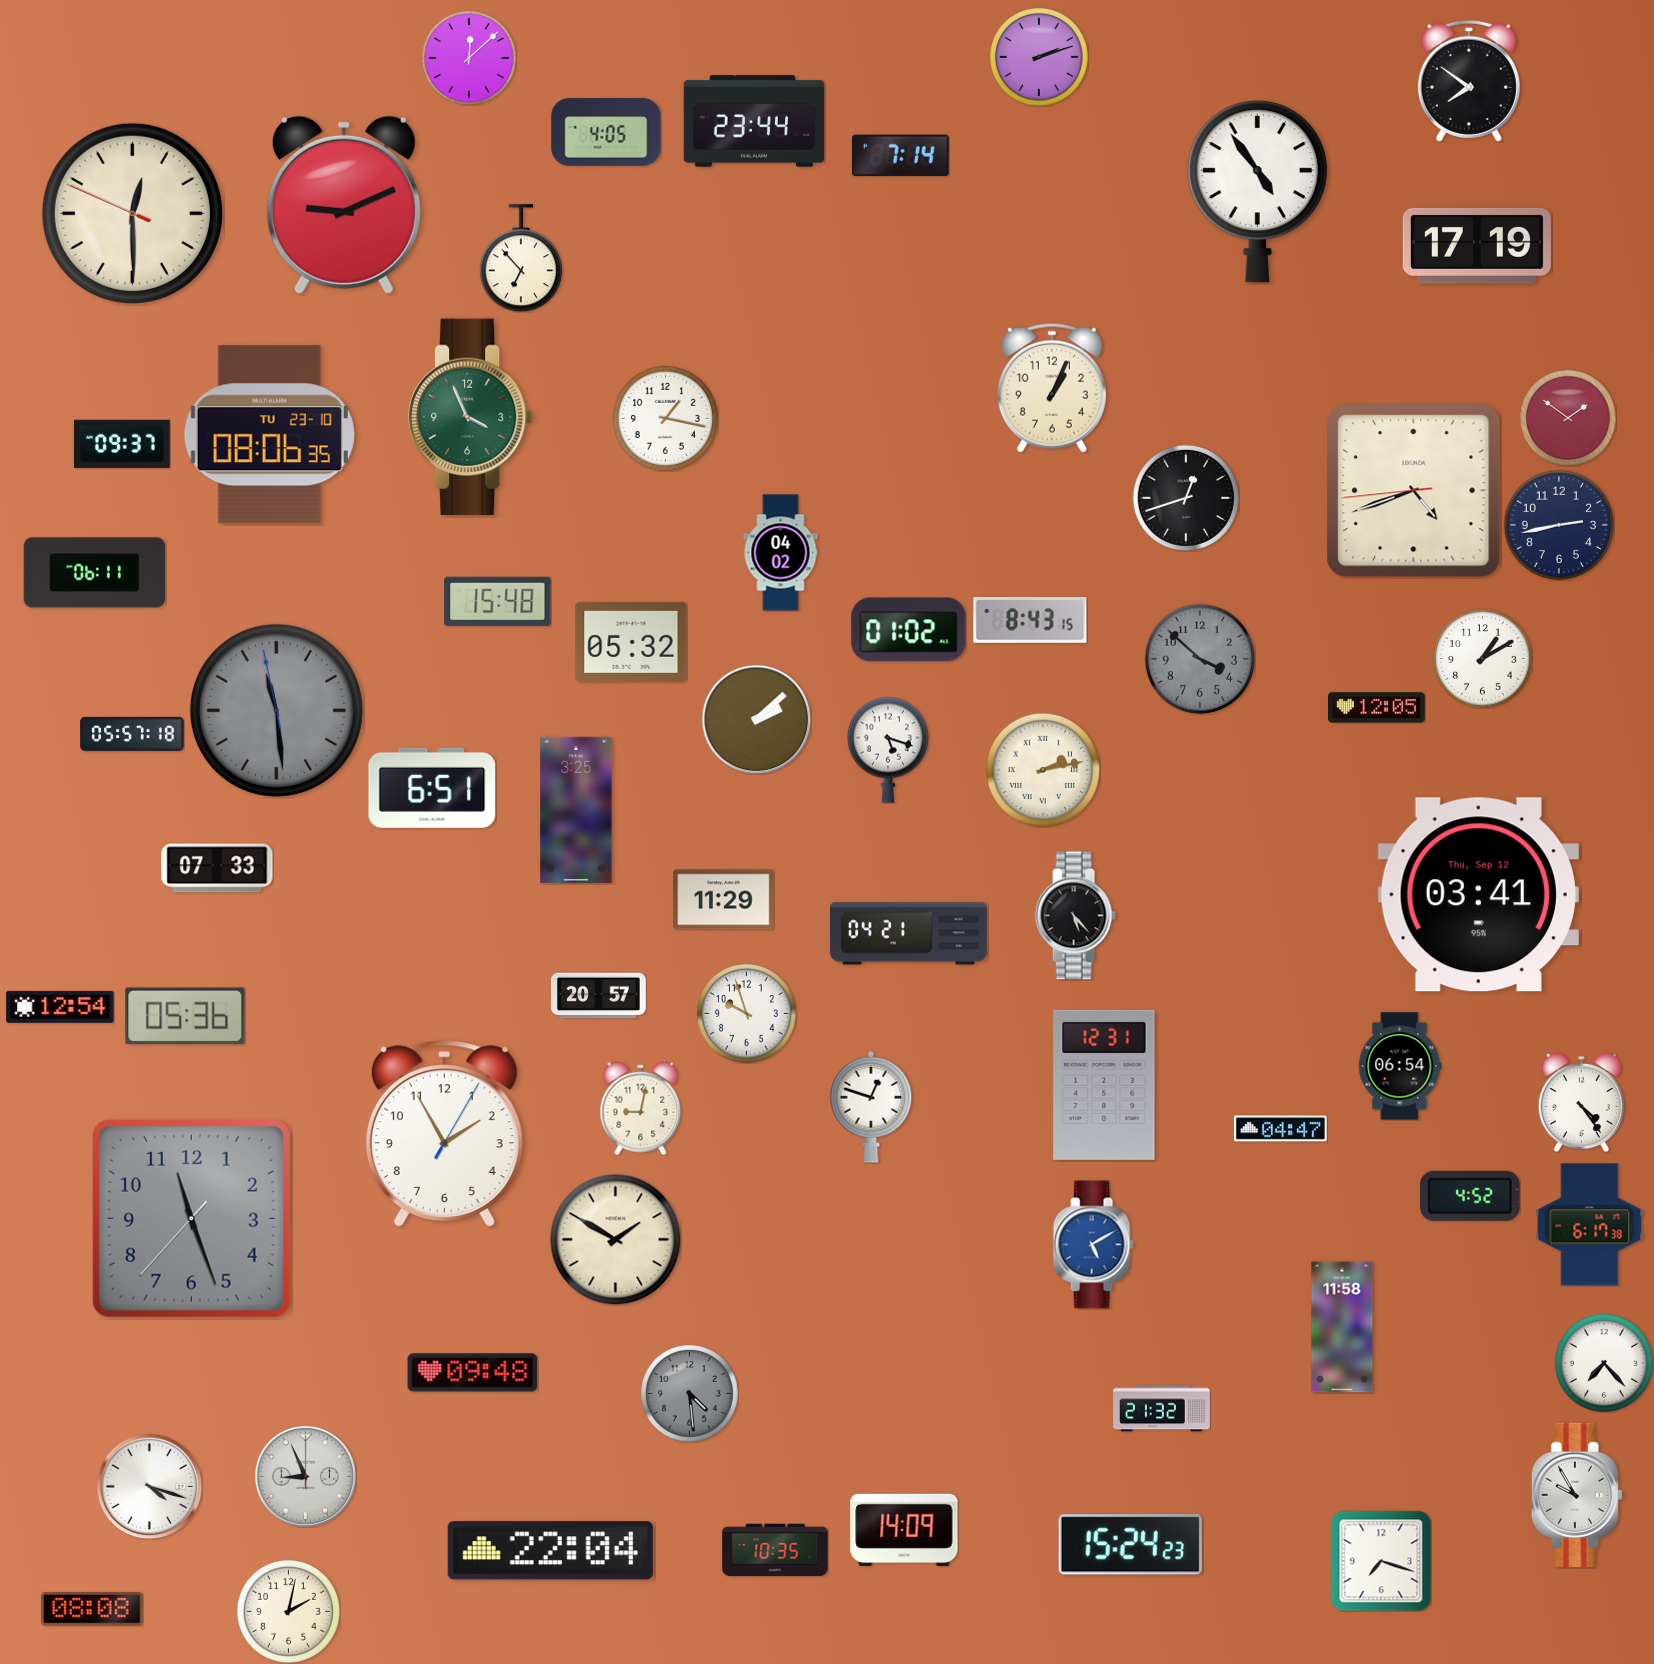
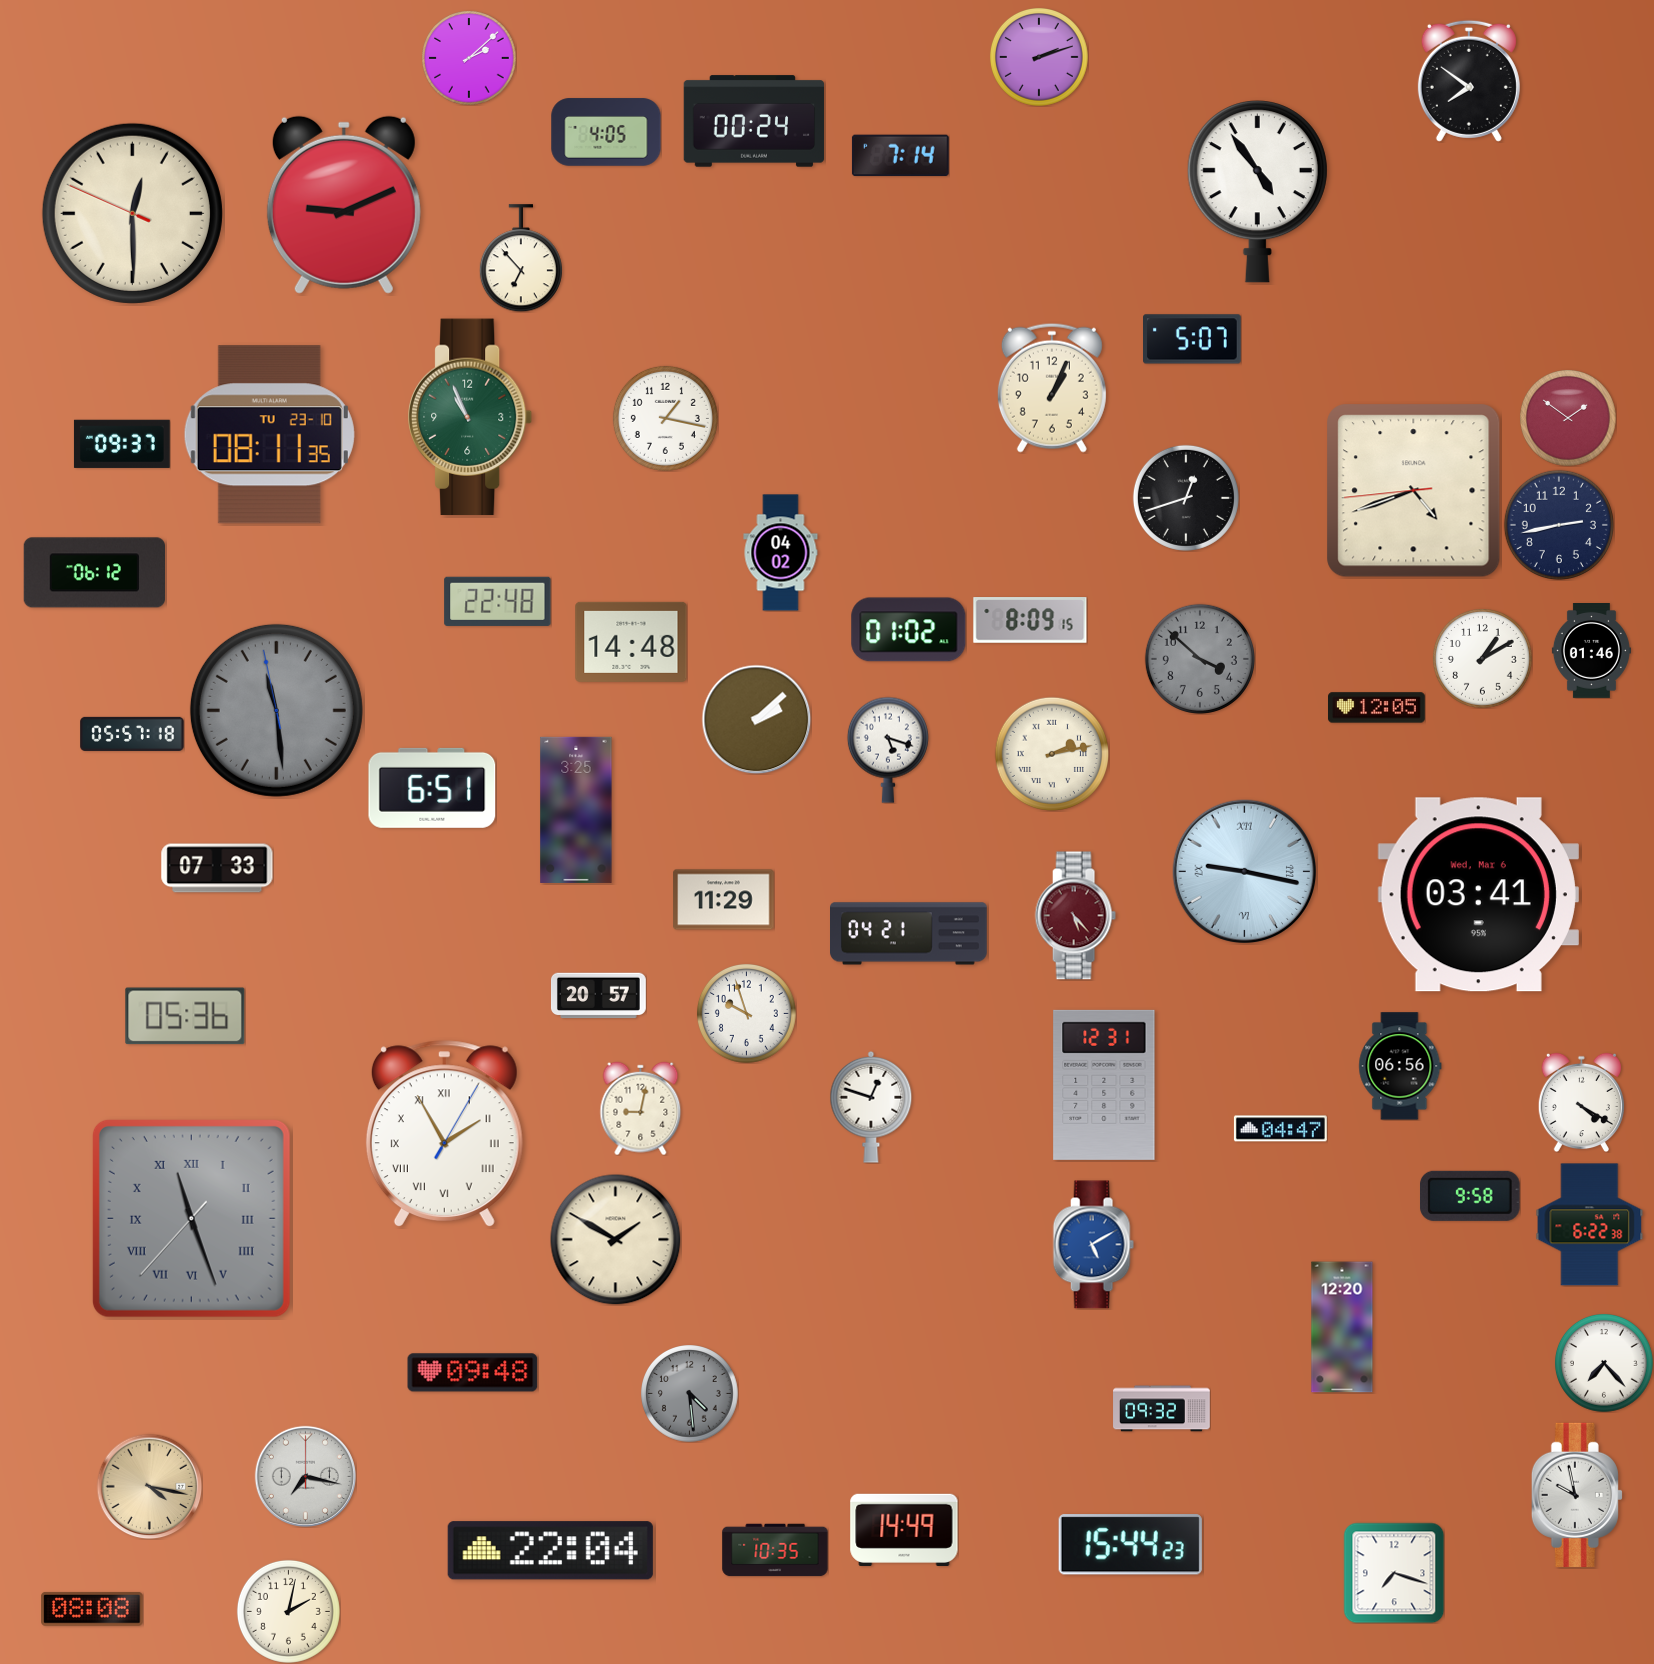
clock at (469, 58): 12:08 -> 2:08
clock at (754, 121): 23:44 -> 00:24
clock at (1477, 246): 17:19 -> none
clock at (1193, 339): none -> 5:07
clock at (471, 417): 3:56 -> 10:56
clock at (269, 435): 08:06 -> 08:11
clock at (94, 573): 06:11 -> 06:12
clock at (498, 601): 15:48 -> 22:48
clock at (1030, 620): 8:43 -> 8:09
clock at (631, 642): 05:32 -> 14:48
clock at (1591, 651): none -> 01:46
clock at (1042, 769) position: (1042, 769) -> (1051, 753)
clock at (1244, 871): none -> 9:17
clock at (1478, 895) date: Thu, Sep 12 -> Wed, Mar 6
clock at (1075, 916) dial: black -> burgundy
clock at (60, 1007): 12:54 -> none
clock at (1400, 1066): 06:54 -> 06:56
clock at (1581, 1102): 4:24 -> 4:20
clock at (444, 1133) numerals: Arabic -> Roman
clock at (1471, 1196): 4:52 -> 9:58
clock at (191, 1218) numerals: Arabic -> Roman
clock at (1590, 1225): 6:17 -> 6:22
clock at (1342, 1327): 11:58 -> 12:20
clock at (1162, 1409): 21:32 -> 09:32
clock at (305, 1476): 8:56 -> 7:17
clock at (149, 1486): 4:18 -> 4:17
clock at (149, 1486) dial: white -> champagne
clock at (1577, 1495): 9:55 -> 9:58
clock at (904, 1530): 14:09 -> 14:49
clock at (1130, 1545): 15:24 -> 15:44
clock at (1381, 1561) position: (1381, 1561) -> (1394, 1573)
